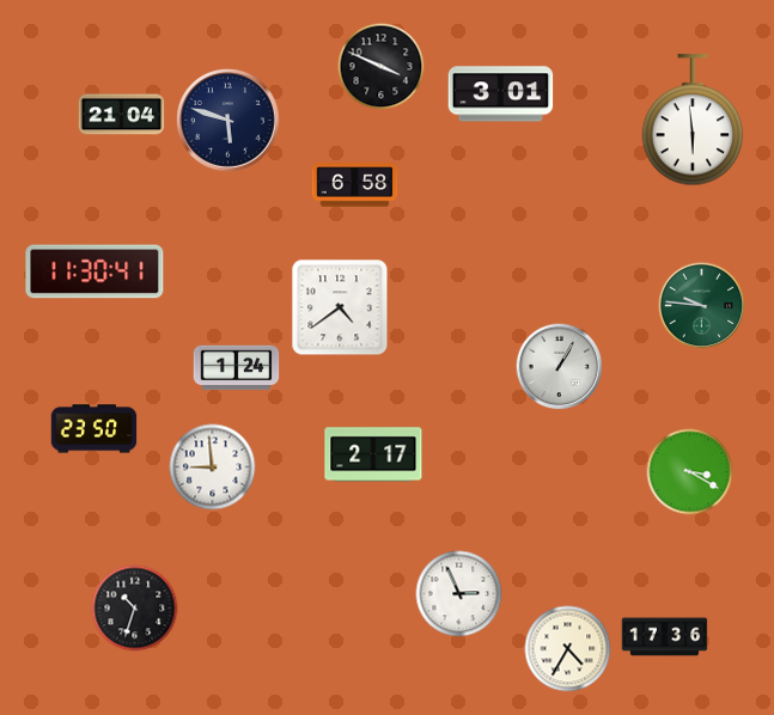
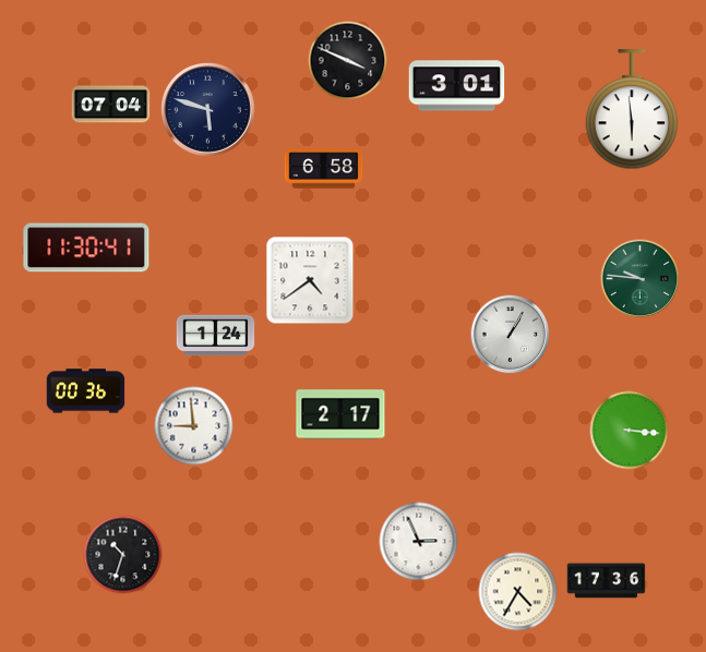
clock at (122, 115): 21:04 -> 07:04
clock at (95, 429): 23:50 -> 00:36
clock at (690, 472): 3:20 -> 3:16
